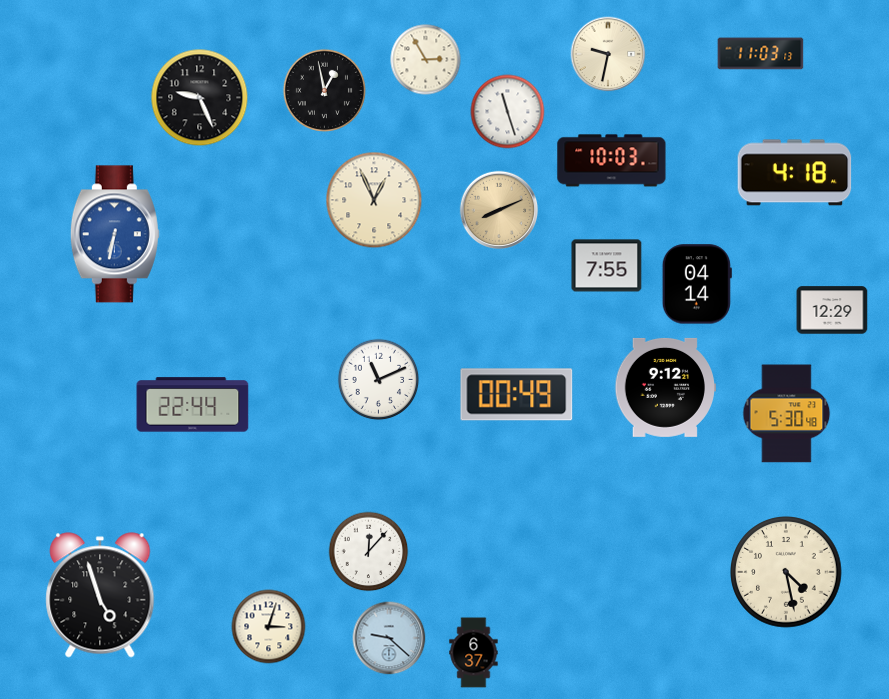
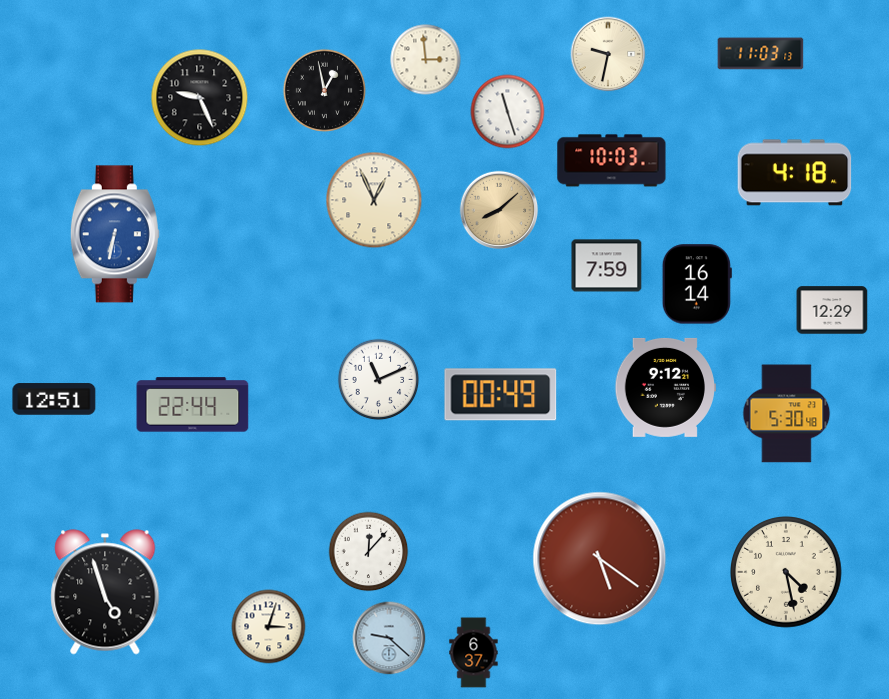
clock at (426, 60): 2:55 -> 2:59
clock at (499, 210): 8:11 -> 8:08
clock at (607, 266): 7:55 -> 7:59
clock at (697, 284): 04:14 -> 16:14
clock at (517, 395) position: (517, 395) -> (501, 395)
clock at (54, 399): none -> 12:51
clock at (600, 559): none -> 5:21
clock at (100, 595) position: (100, 595) -> (105, 592)
